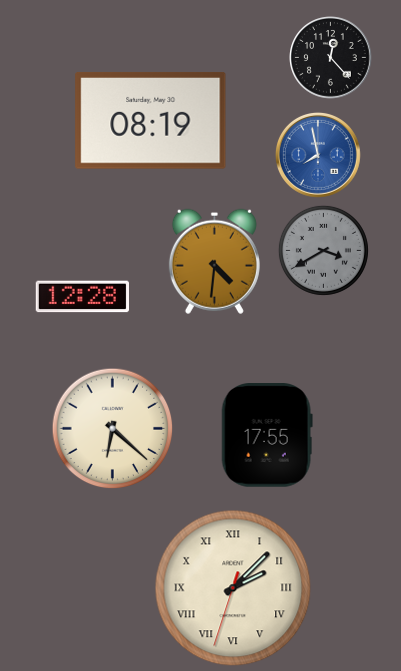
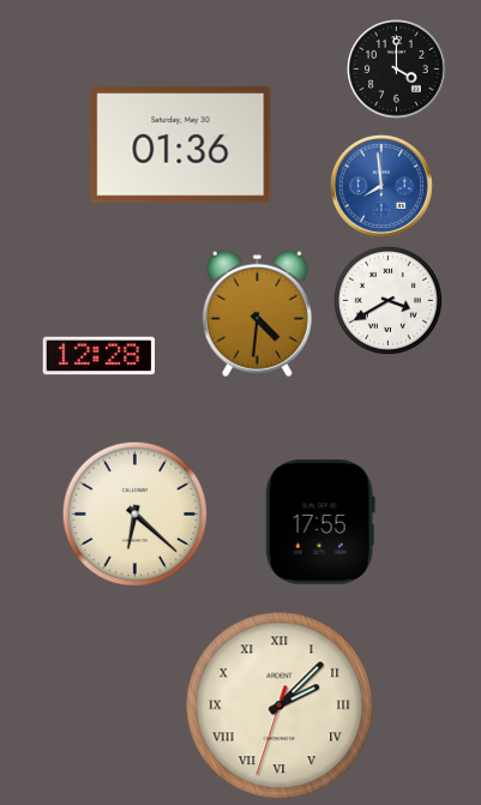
clock at (331, 58): 12:23 -> 4:00
clock at (151, 121): 08:19 -> 01:36
clock at (318, 155): 7:58 -> 7:59
clock at (323, 250) dial: grey -> white
